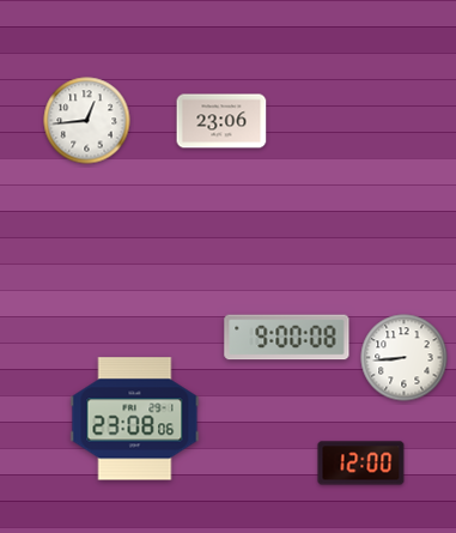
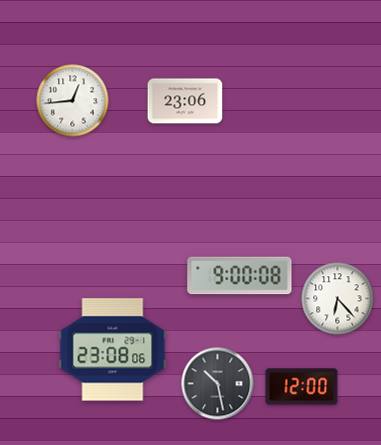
clock at (287, 338) position: (287, 338) -> (240, 276)
clock at (405, 358): 8:44 -> 6:23
clock at (218, 384): none -> 10:28
